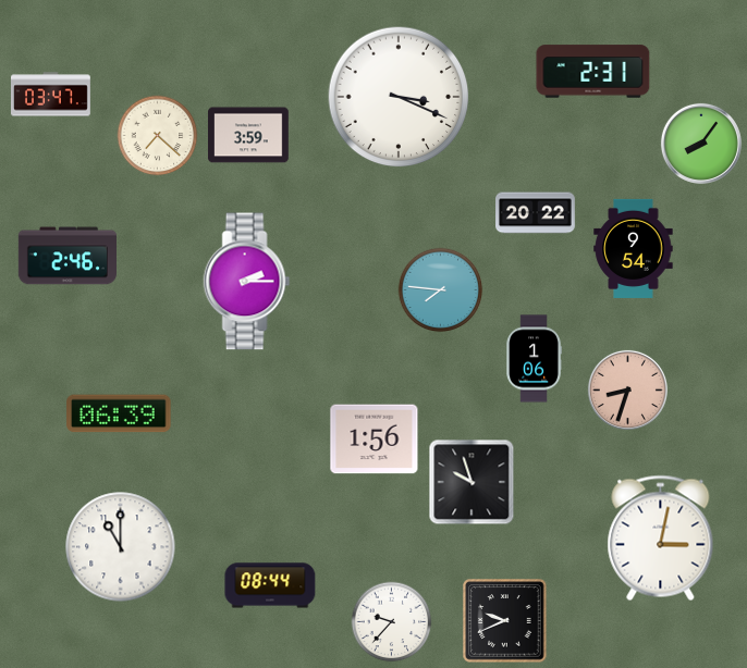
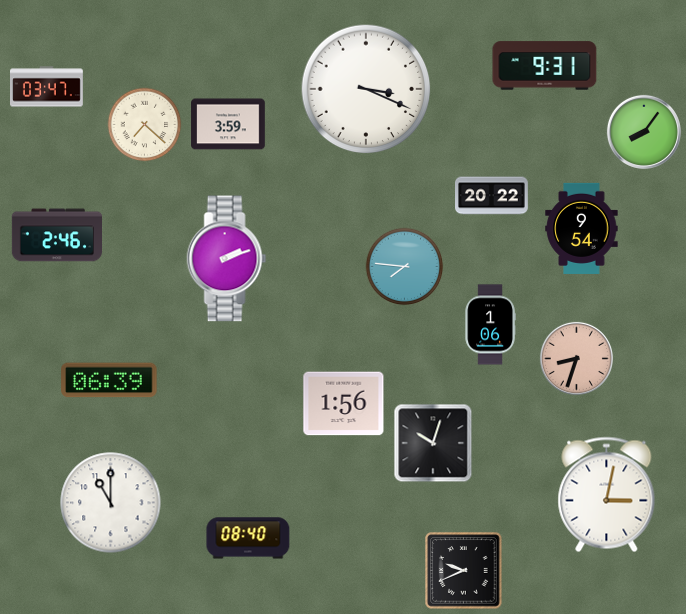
clock at (593, 72): 2:31 -> 9:31
clock at (66, 256) position: (66, 256) -> (56, 235)
clock at (247, 282): 2:15 -> 2:12
clock at (534, 359) position: (534, 359) -> (490, 325)
clock at (472, 482): 9:57 -> 10:03
clock at (270, 585): 08:44 -> 08:40
clock at (392, 622): 9:37 -> none
